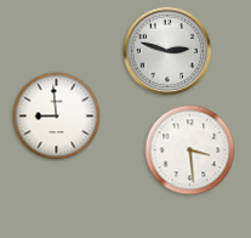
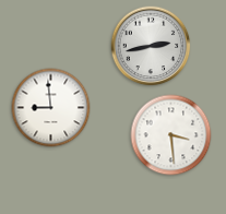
clock at (167, 51): 2:48 -> 2:43
clock at (57, 117) position: (57, 117) -> (51, 108)
